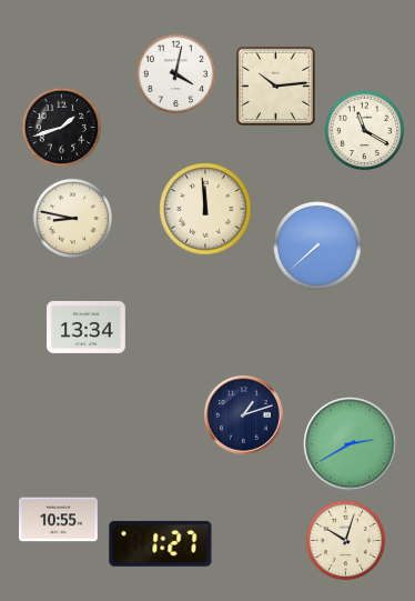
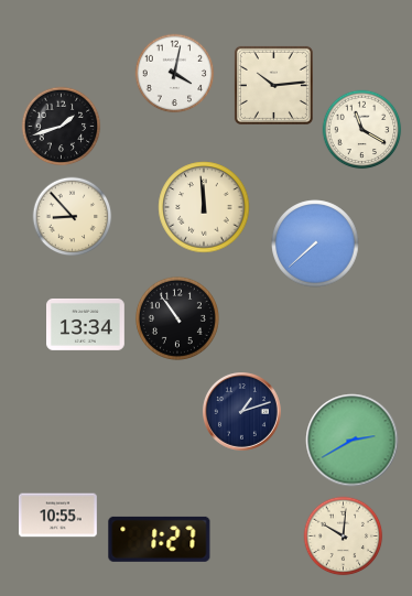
clock at (73, 219): 8:47 -> 8:53
clock at (177, 318): none -> 10:54
clock at (351, 444) position: (351, 444) -> (353, 441)
clock at (346, 541): 10:03 -> 10:01
